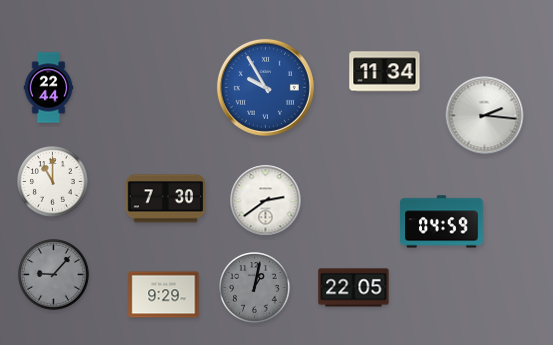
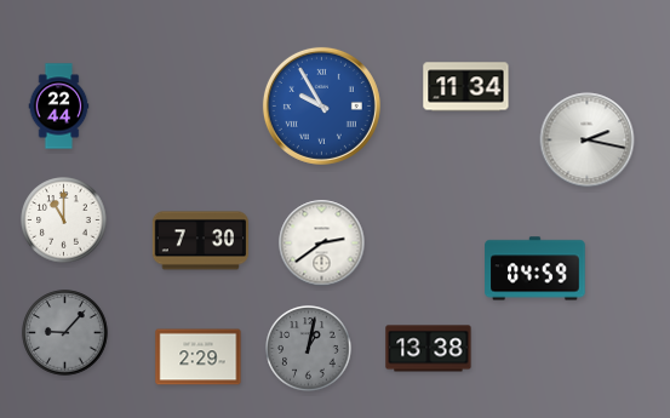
clock at (485, 116): 2:16 -> 2:17
clock at (354, 288): 22:05 -> 13:38
clock at (164, 295): 9:29 -> 2:29
